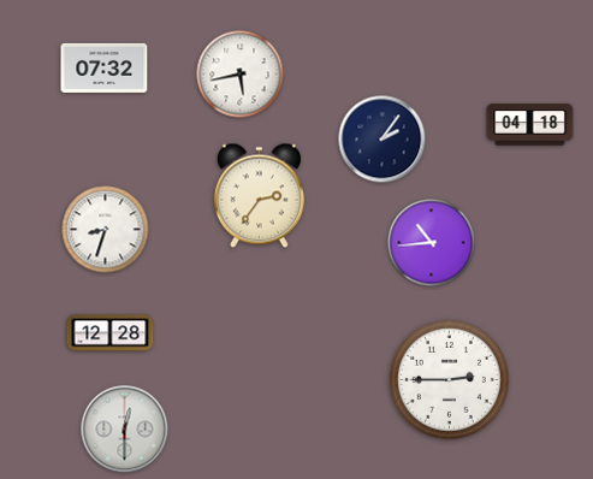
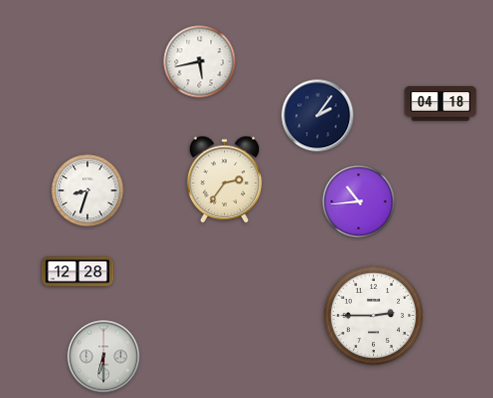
clock at (105, 67): 07:32 -> none
clock at (259, 196) position: (259, 196) -> (224, 180)
clock at (111, 333) position: (111, 333) -> (78, 272)
clock at (125, 430): 12:30 -> 6:30
